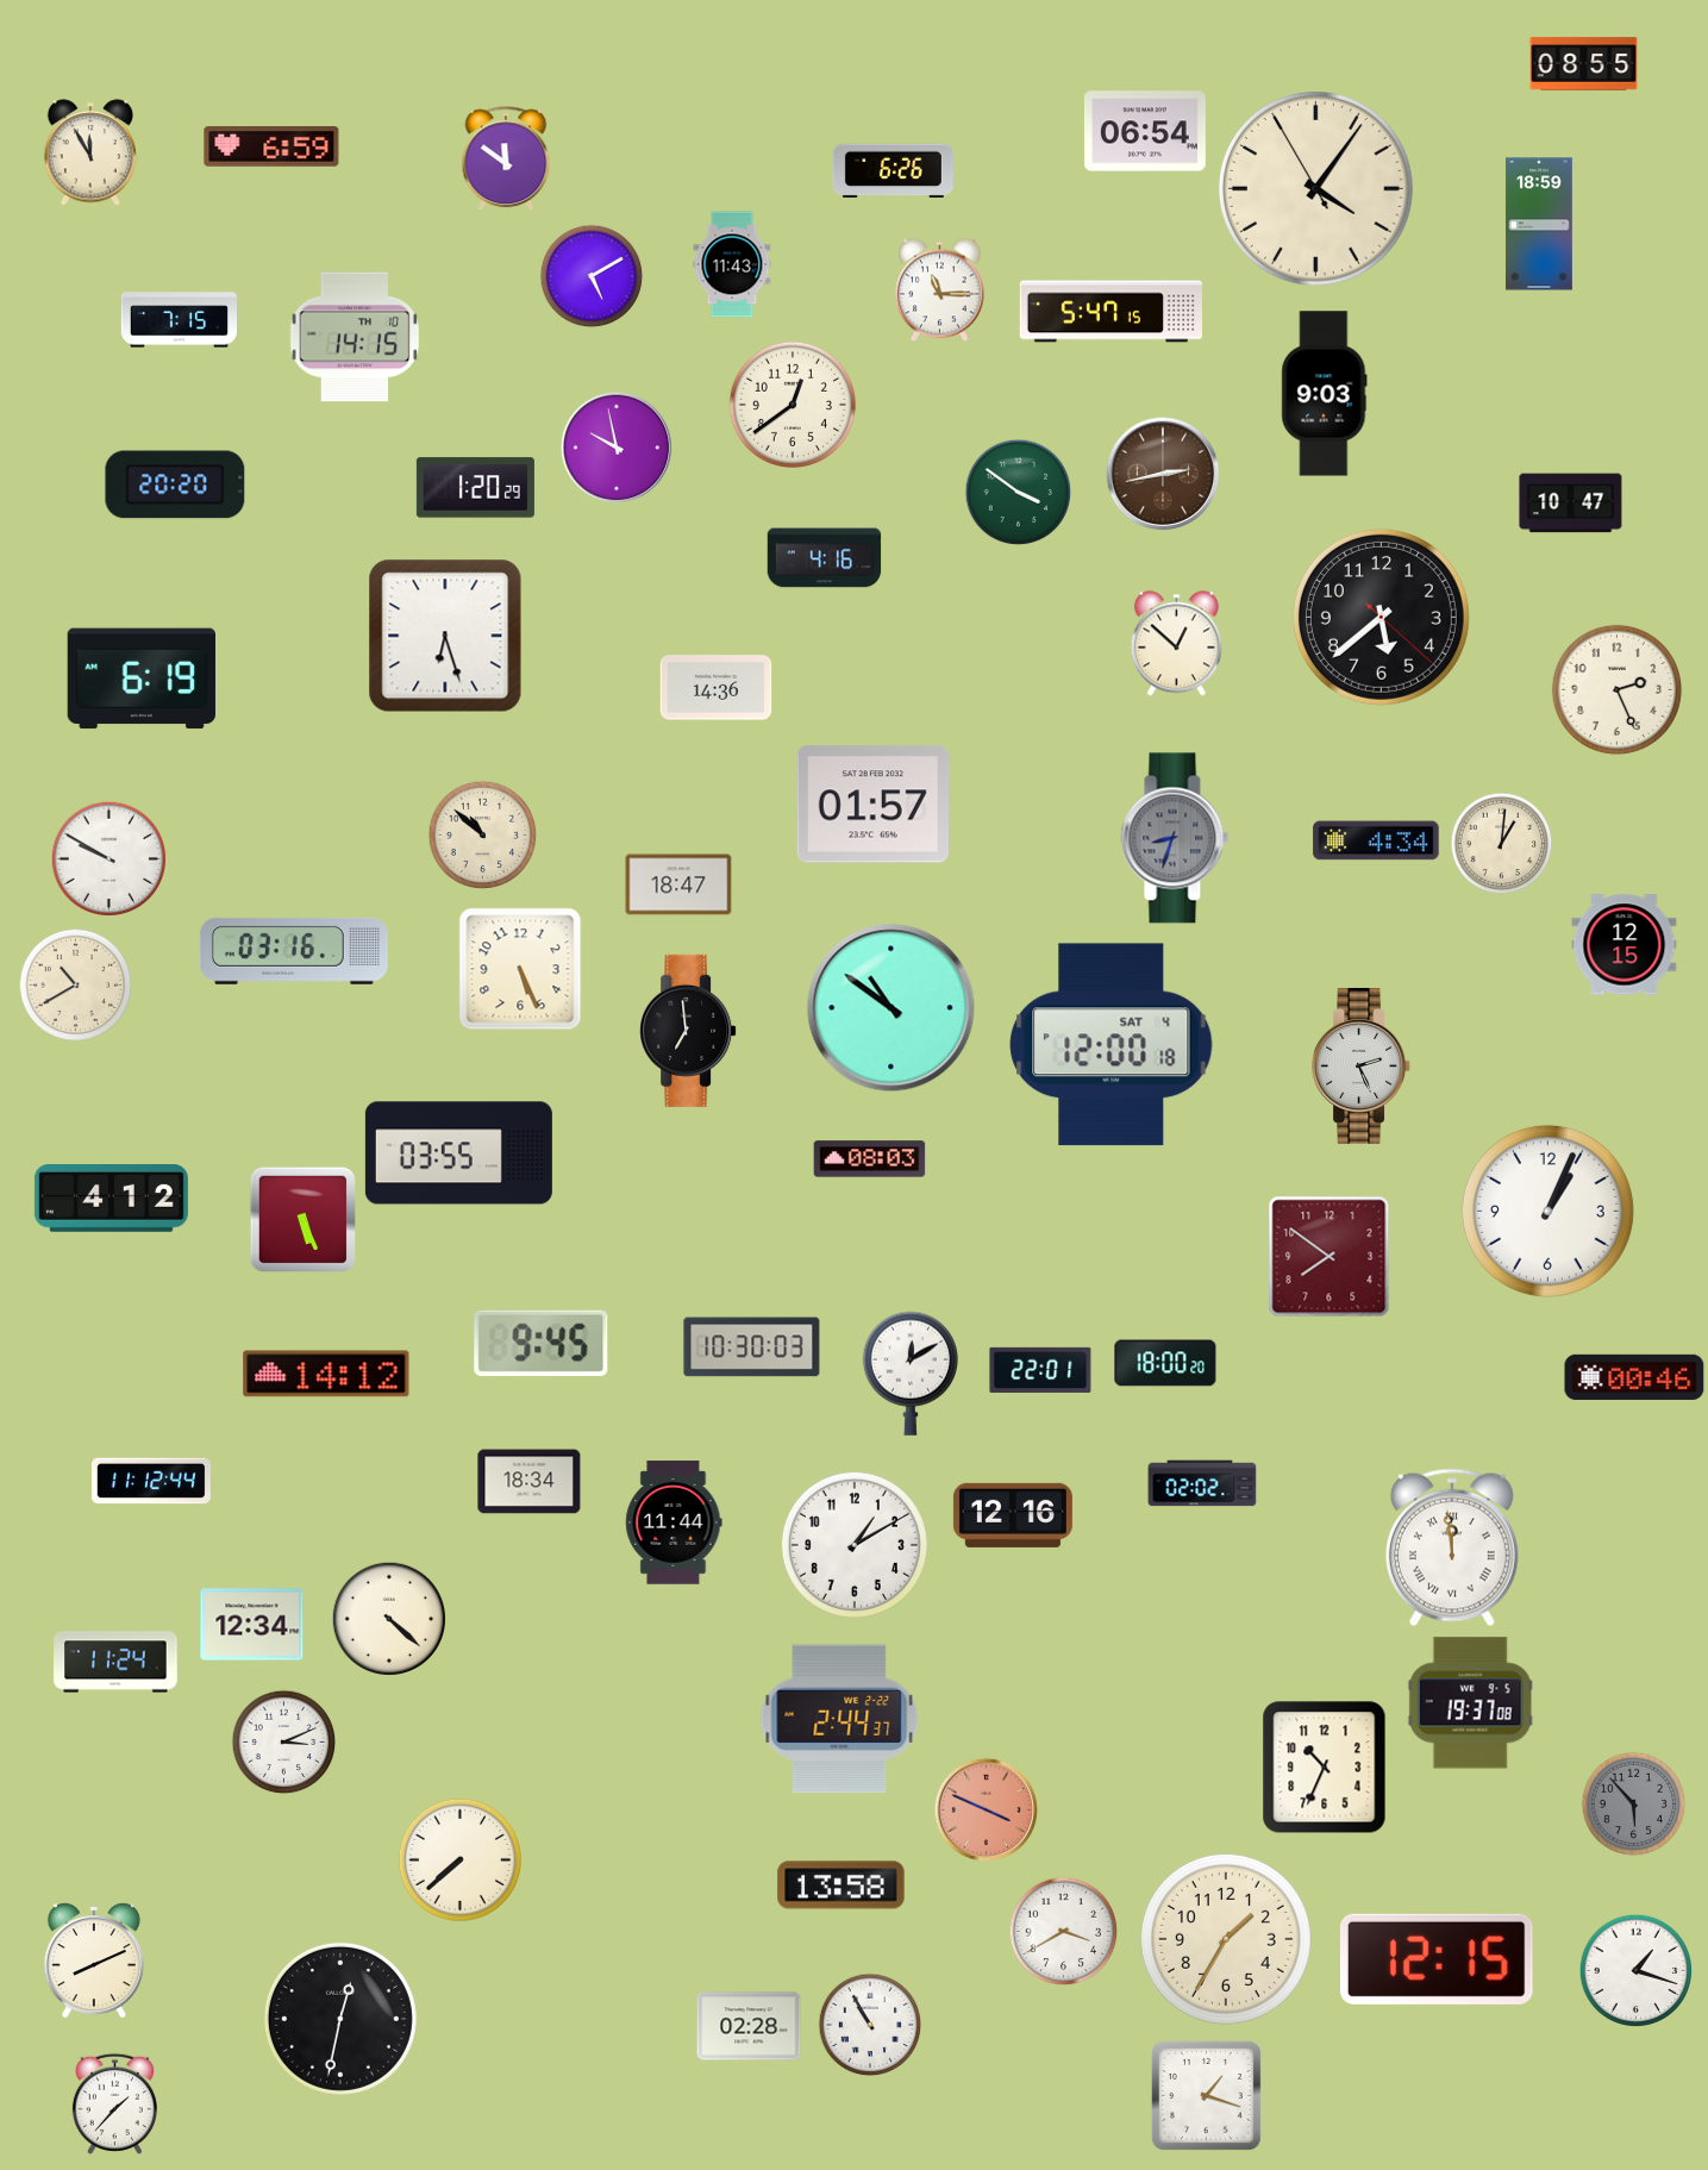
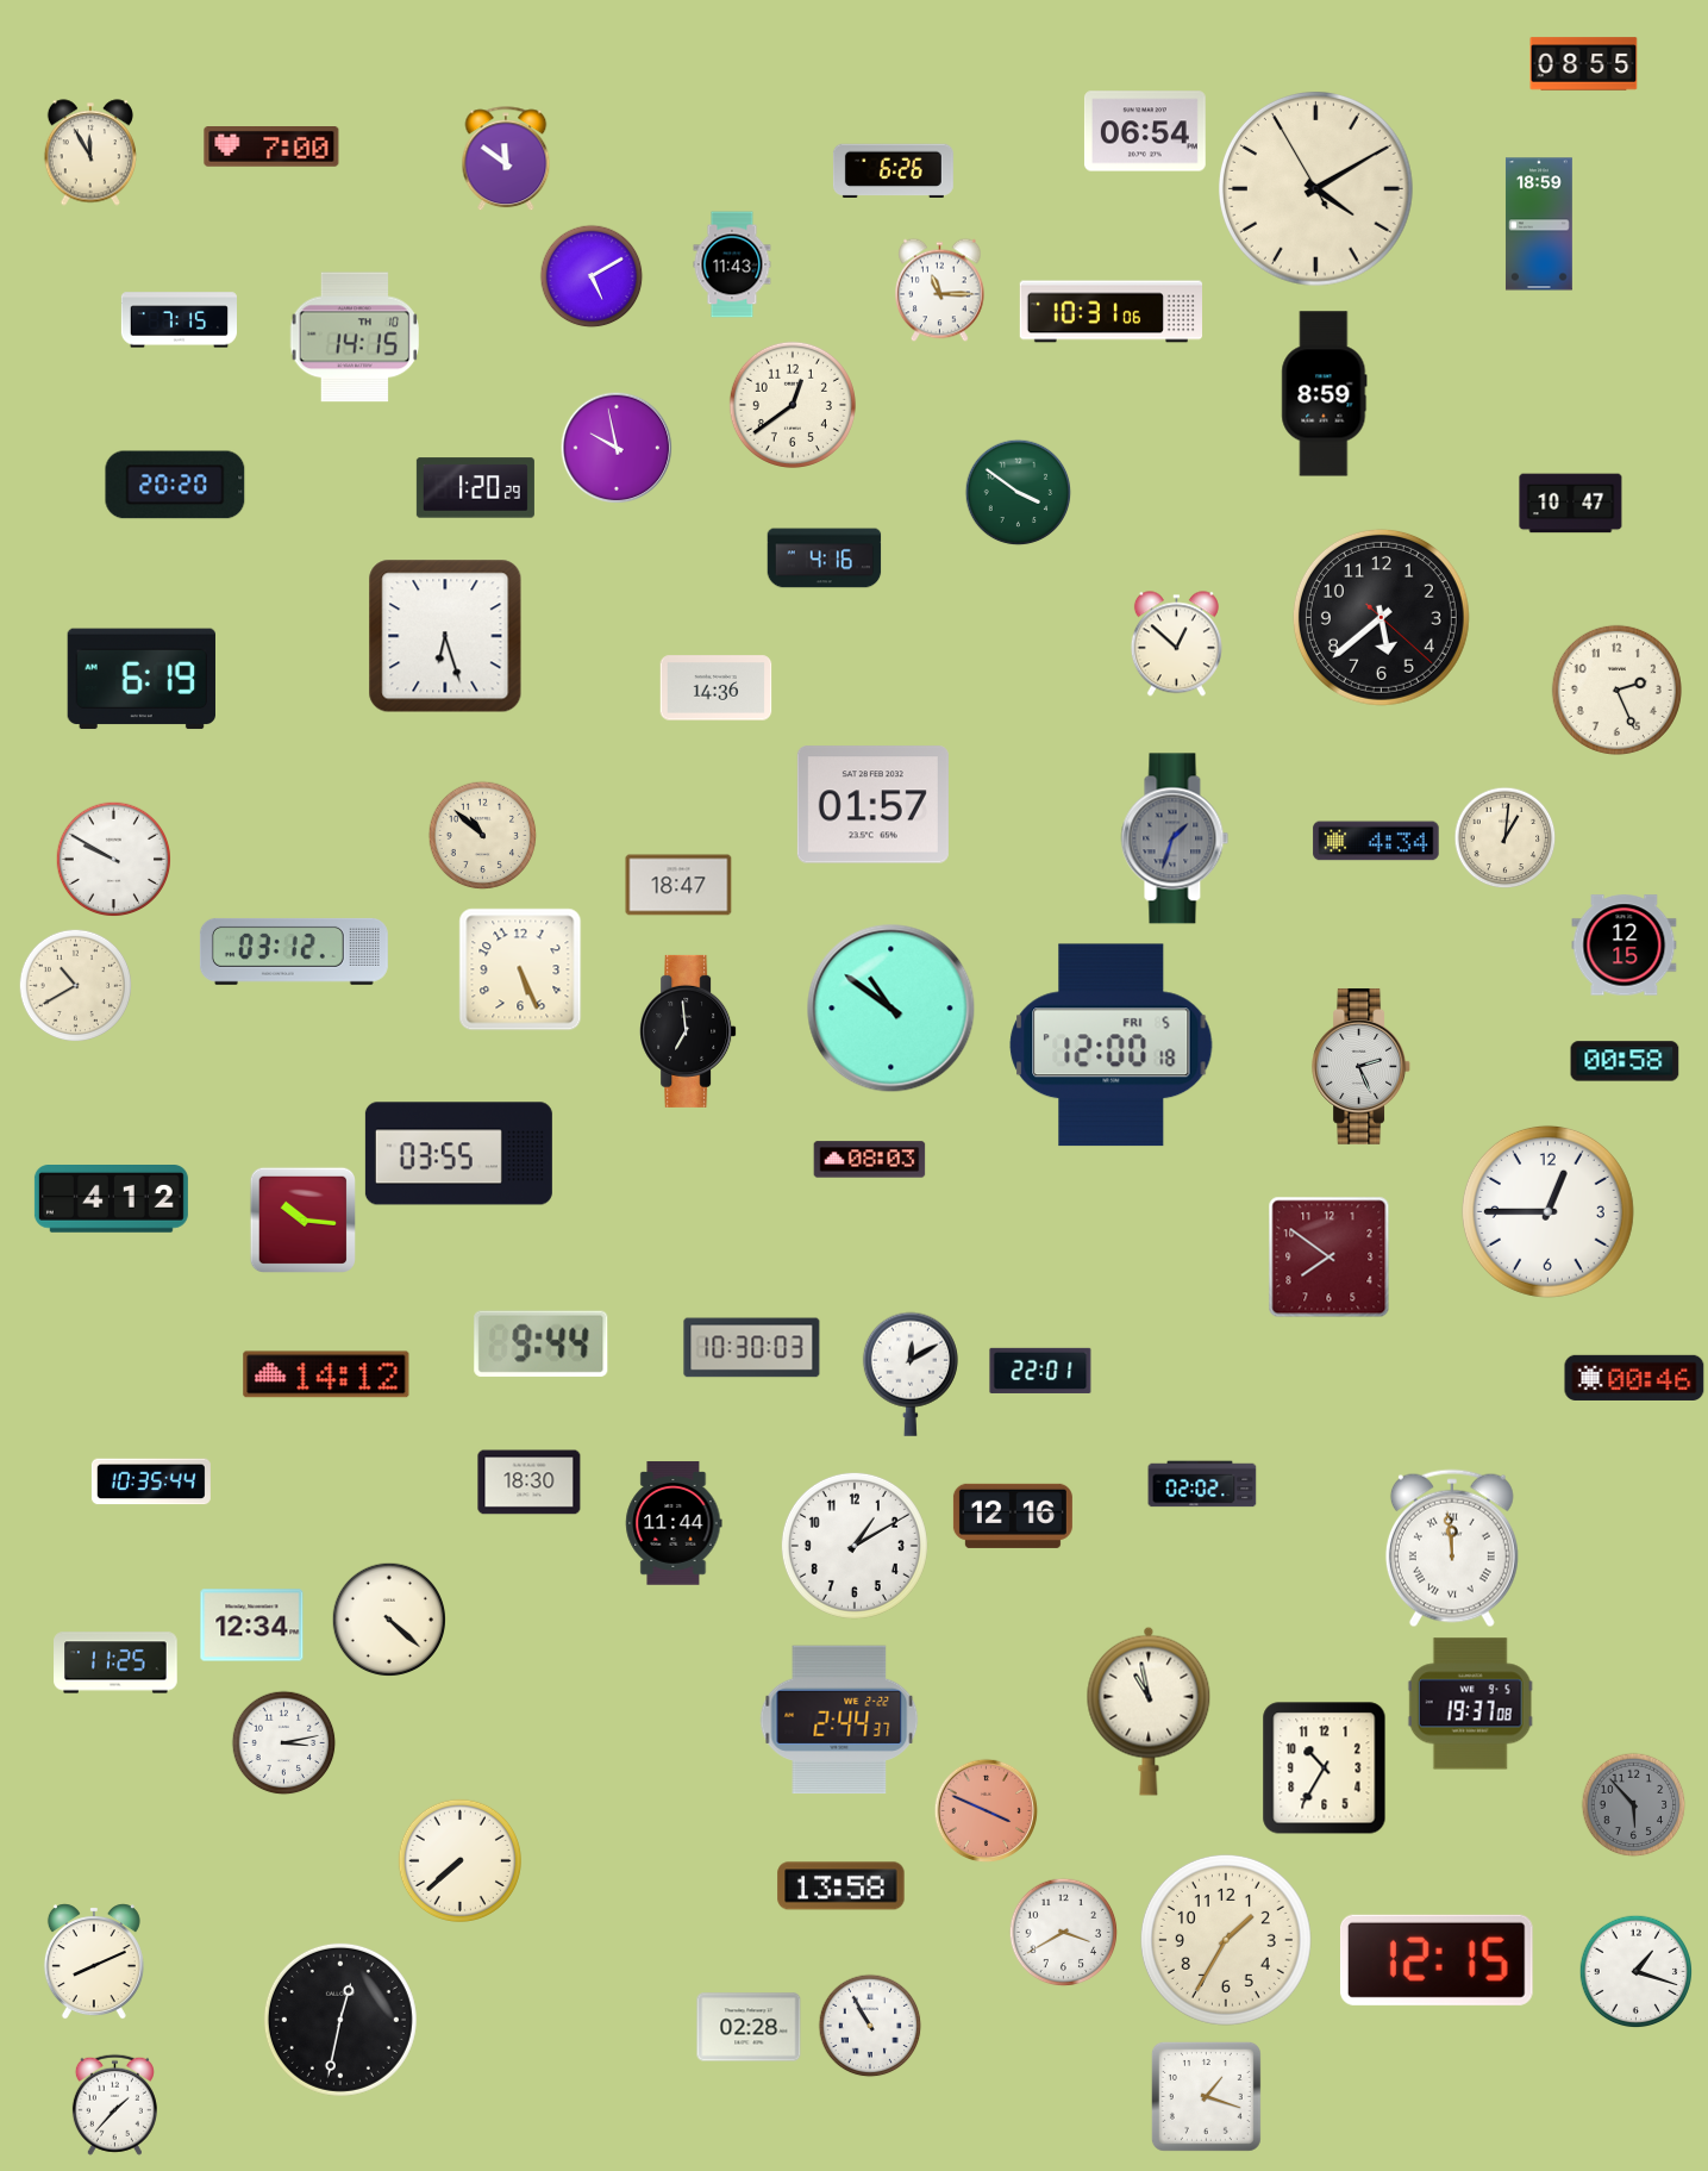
clock at (271, 148): 6:59 -> 7:00
clock at (1315, 188): 4:05 -> 4:09
clock at (1112, 312): 5:47 -> 10:31
clock at (1325, 394): 9:03 -> 8:59
clock at (1163, 474): 2:43 -> none
clock at (1175, 838): 8:33 -> 1:33
clock at (1502, 844) position: (1502, 844) -> (1506, 838)
clock at (108, 858) position: (108, 858) -> (113, 859)
clock at (294, 951): 03:16 -> 03:12
clock at (1112, 1045) date: SAT 4 -> FRI 5
clock at (1625, 1061): none -> 00:58
clock at (1547, 1211): 1:04 -> 12:45
clock at (302, 1219): 5:26 -> 10:16
clock at (542, 1343): 9:45 -> 9:44
clock at (1165, 1363): 18:00 -> none
clock at (151, 1481): 11:12 -> 10:35
clock at (530, 1482): 18:34 -> 18:30
clock at (115, 1662): 11:24 -> 11:25
clock at (1149, 1711): none -> 10:58
clock at (284, 1743): 3:11 -> 3:13
clock at (1325, 1768): 10:34 -> 10:35
